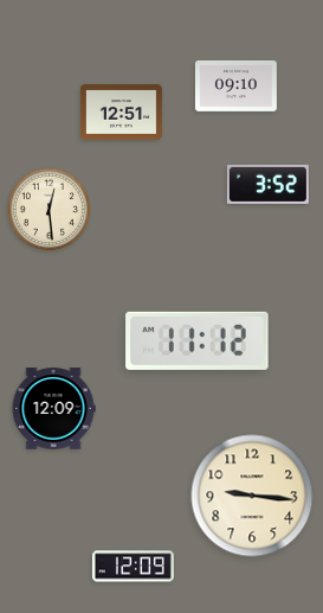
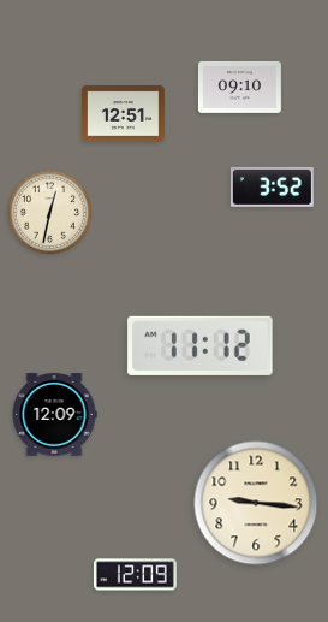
clock at (50, 210): 12:29 -> 12:32
